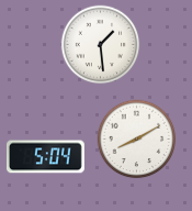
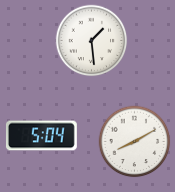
clock at (137, 140) position: (137, 140) -> (135, 142)
clock at (45, 157) position: (45, 157) -> (41, 136)
